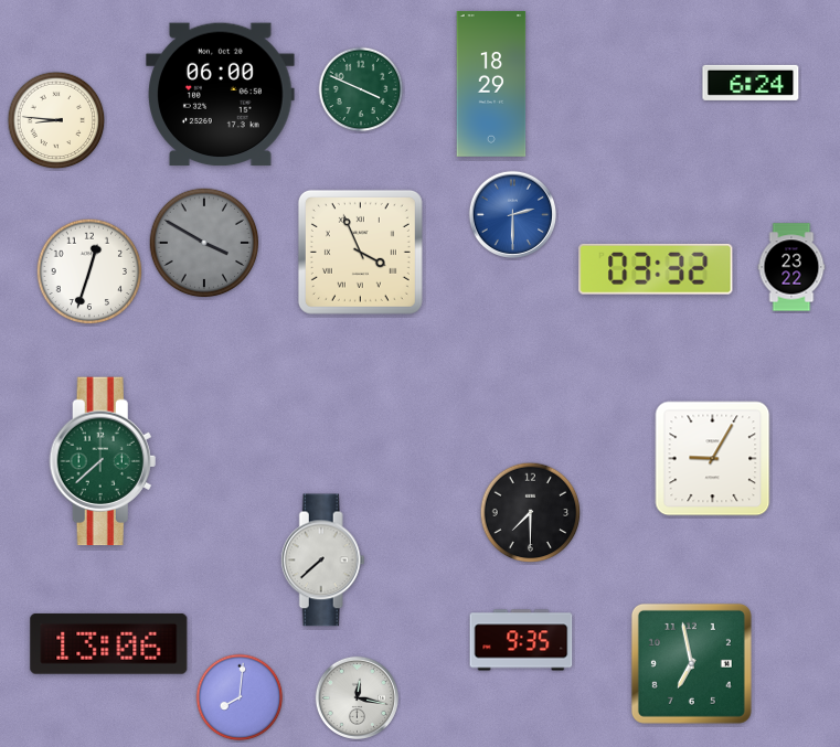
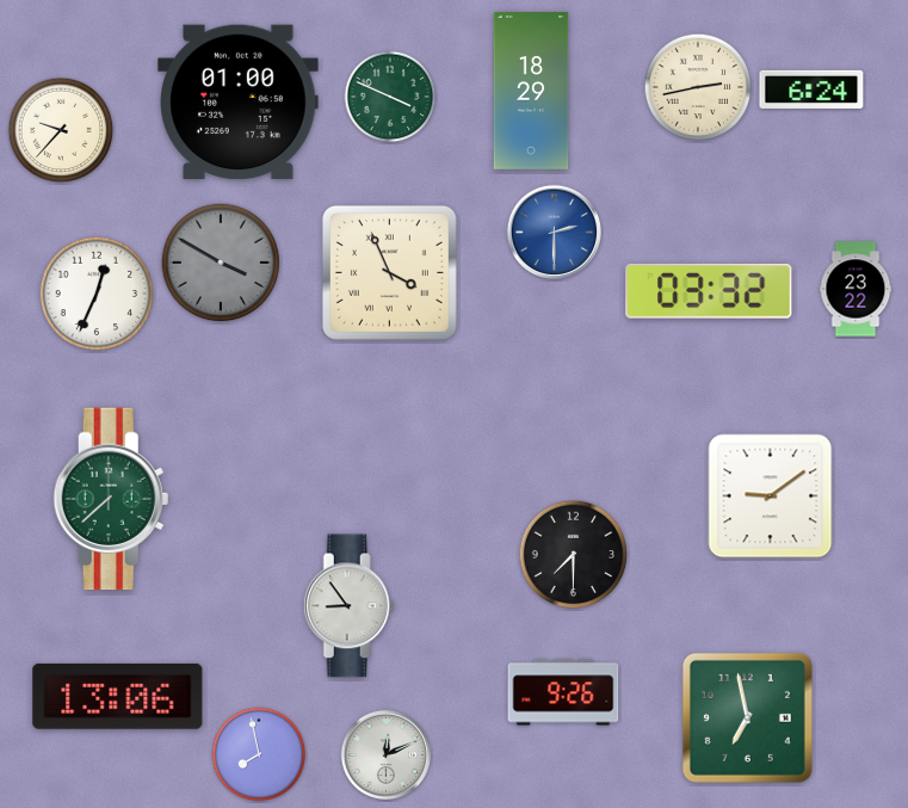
clock at (698, 87): none -> 2:43
clock at (221, 95): 06:00 -> 01:00
clock at (56, 120): 8:46 -> 9:37
clock at (89, 271): 12:33 -> 12:34
clock at (713, 459): 9:05 -> 9:09
clock at (322, 561): 7:38 -> 8:54
clock at (521, 640): 9:35 -> 9:26
clock at (240, 697): 8:01 -> 7:58
clock at (357, 697): 12:17 -> 12:11
